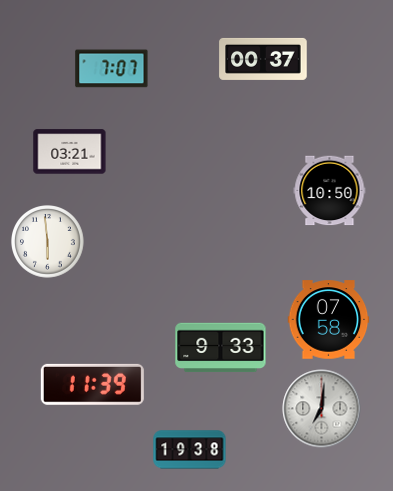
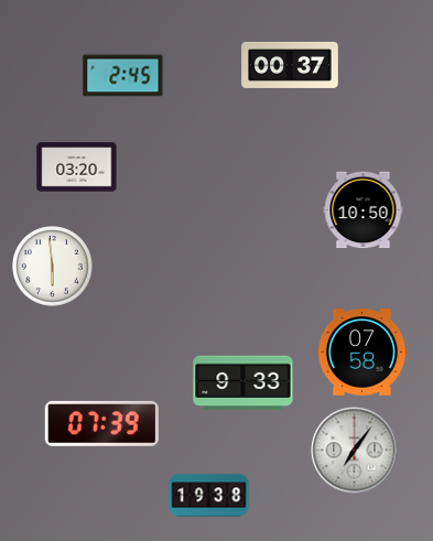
clock at (112, 69): 7:07 -> 2:45
clock at (70, 152): 03:21 -> 03:20
clock at (92, 384): 11:39 -> 07:39
clock at (322, 409): 7:01 -> 7:06
